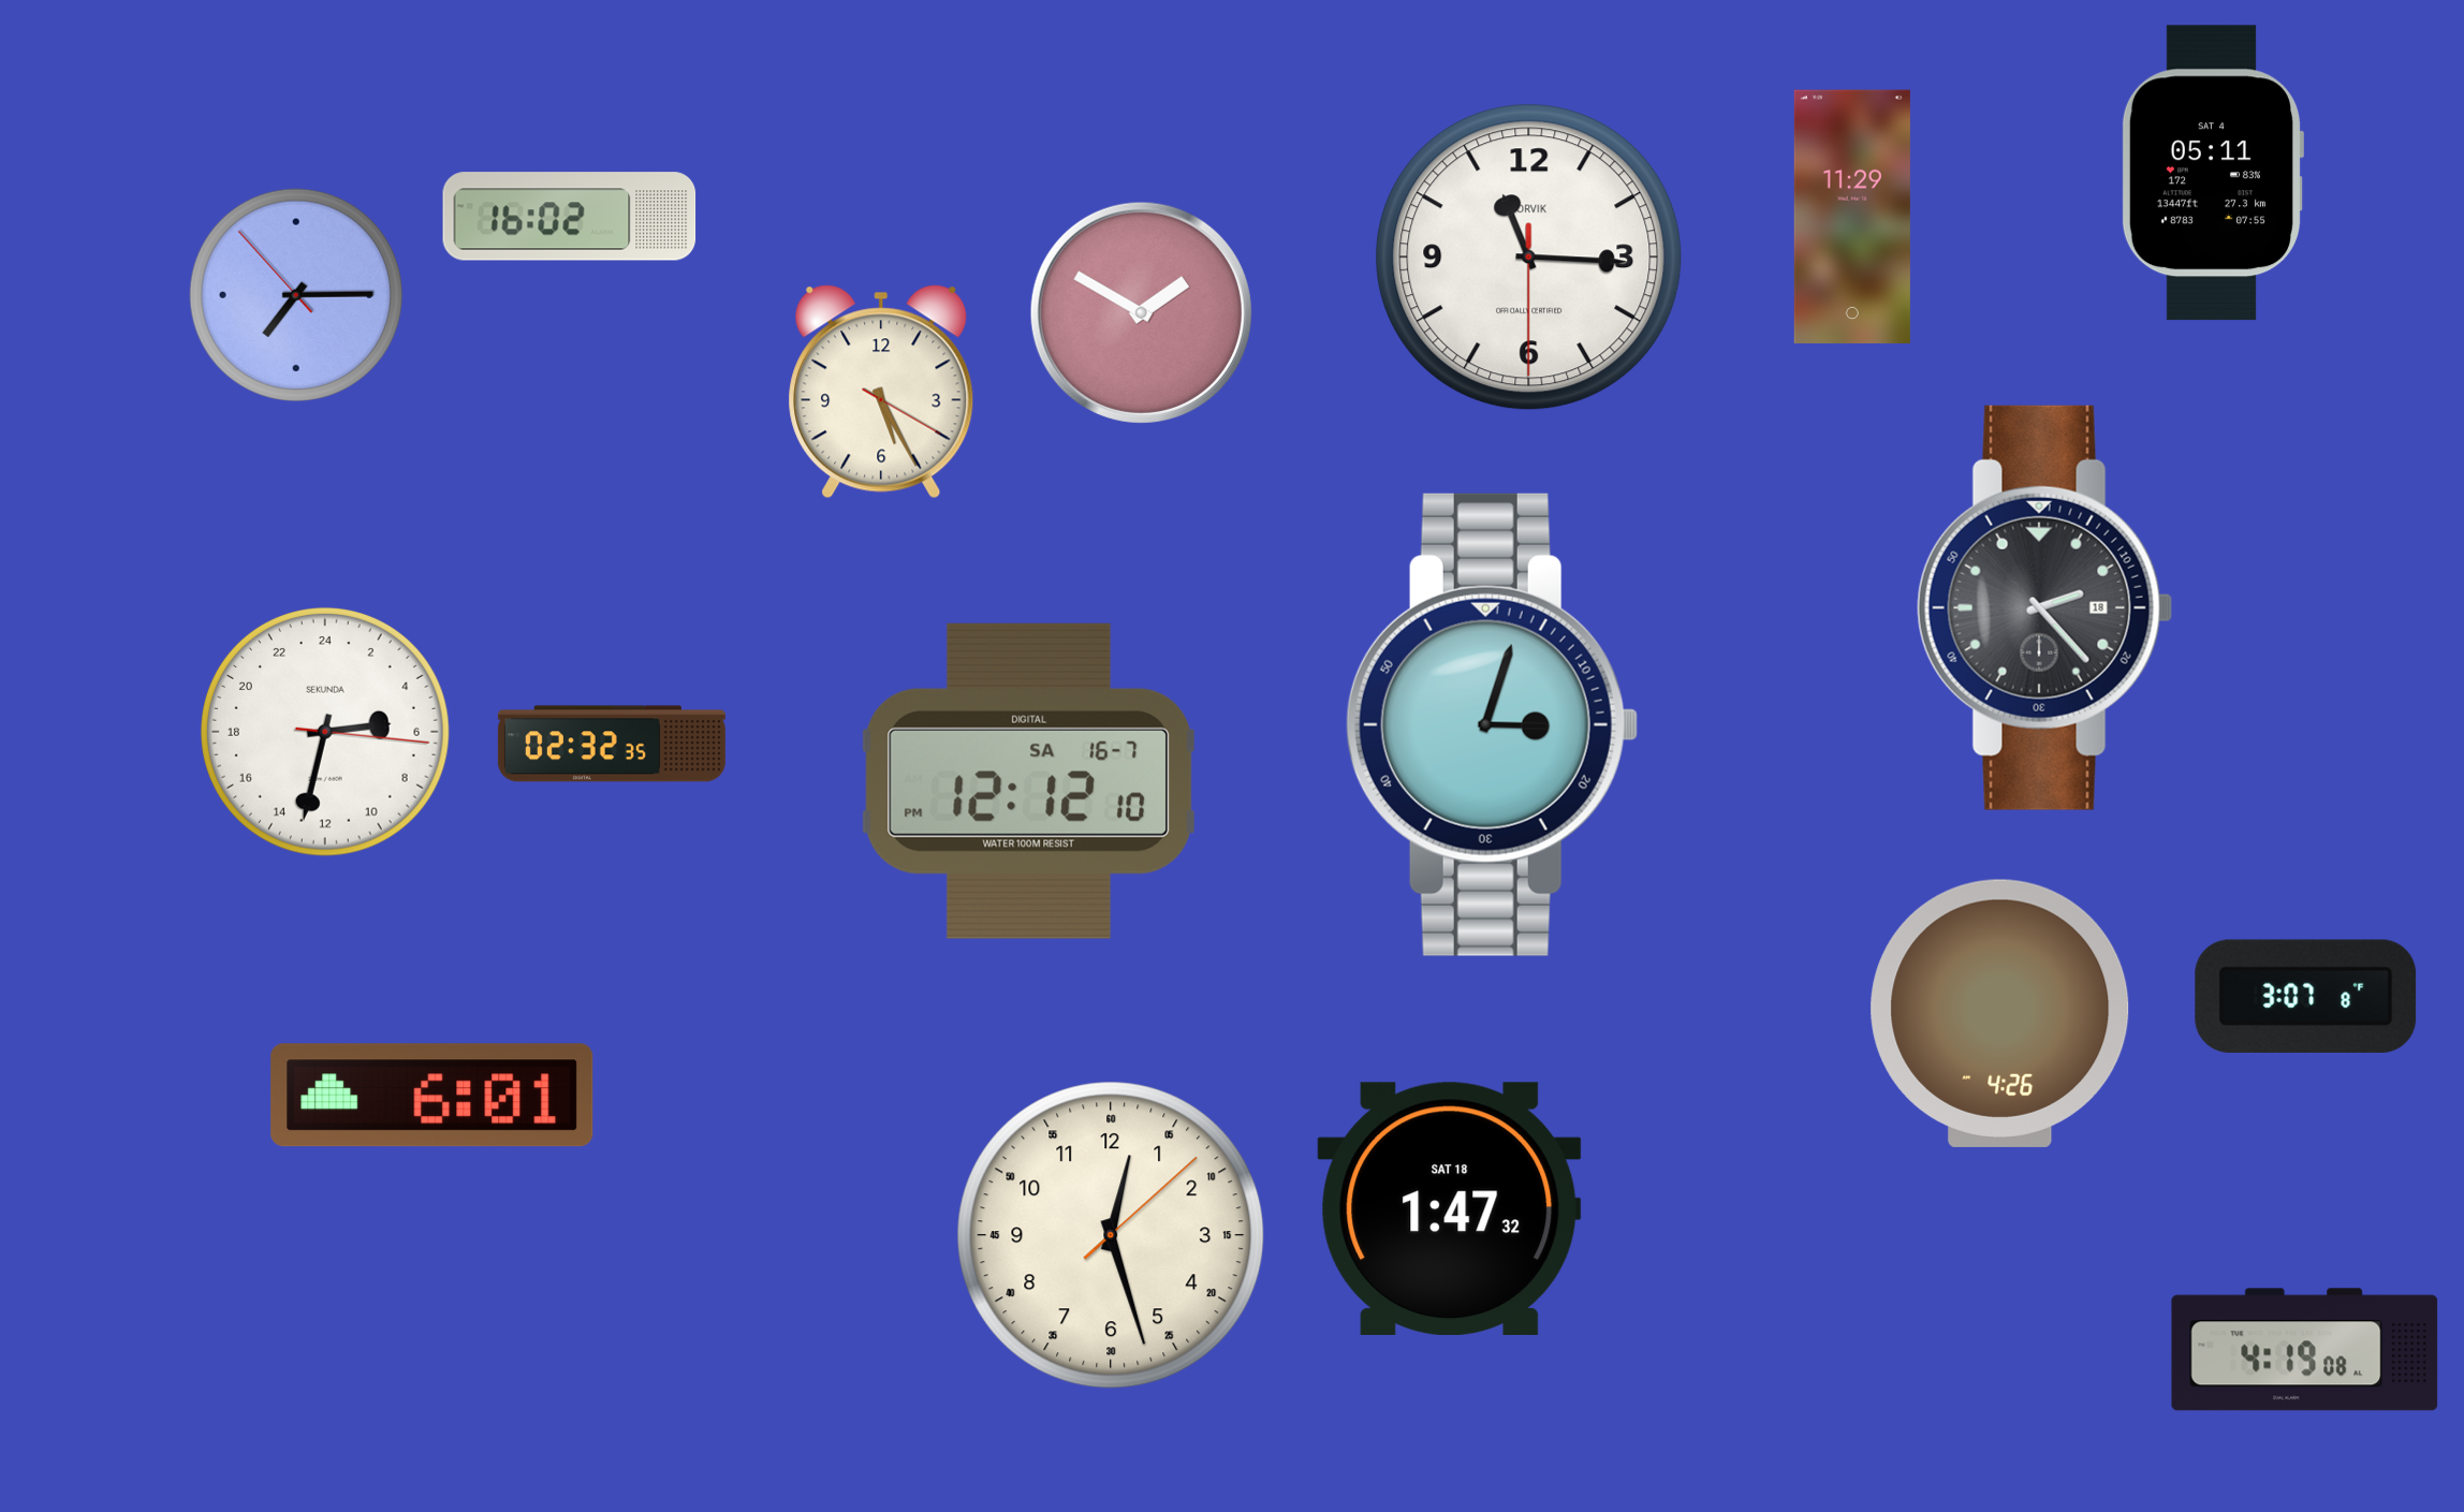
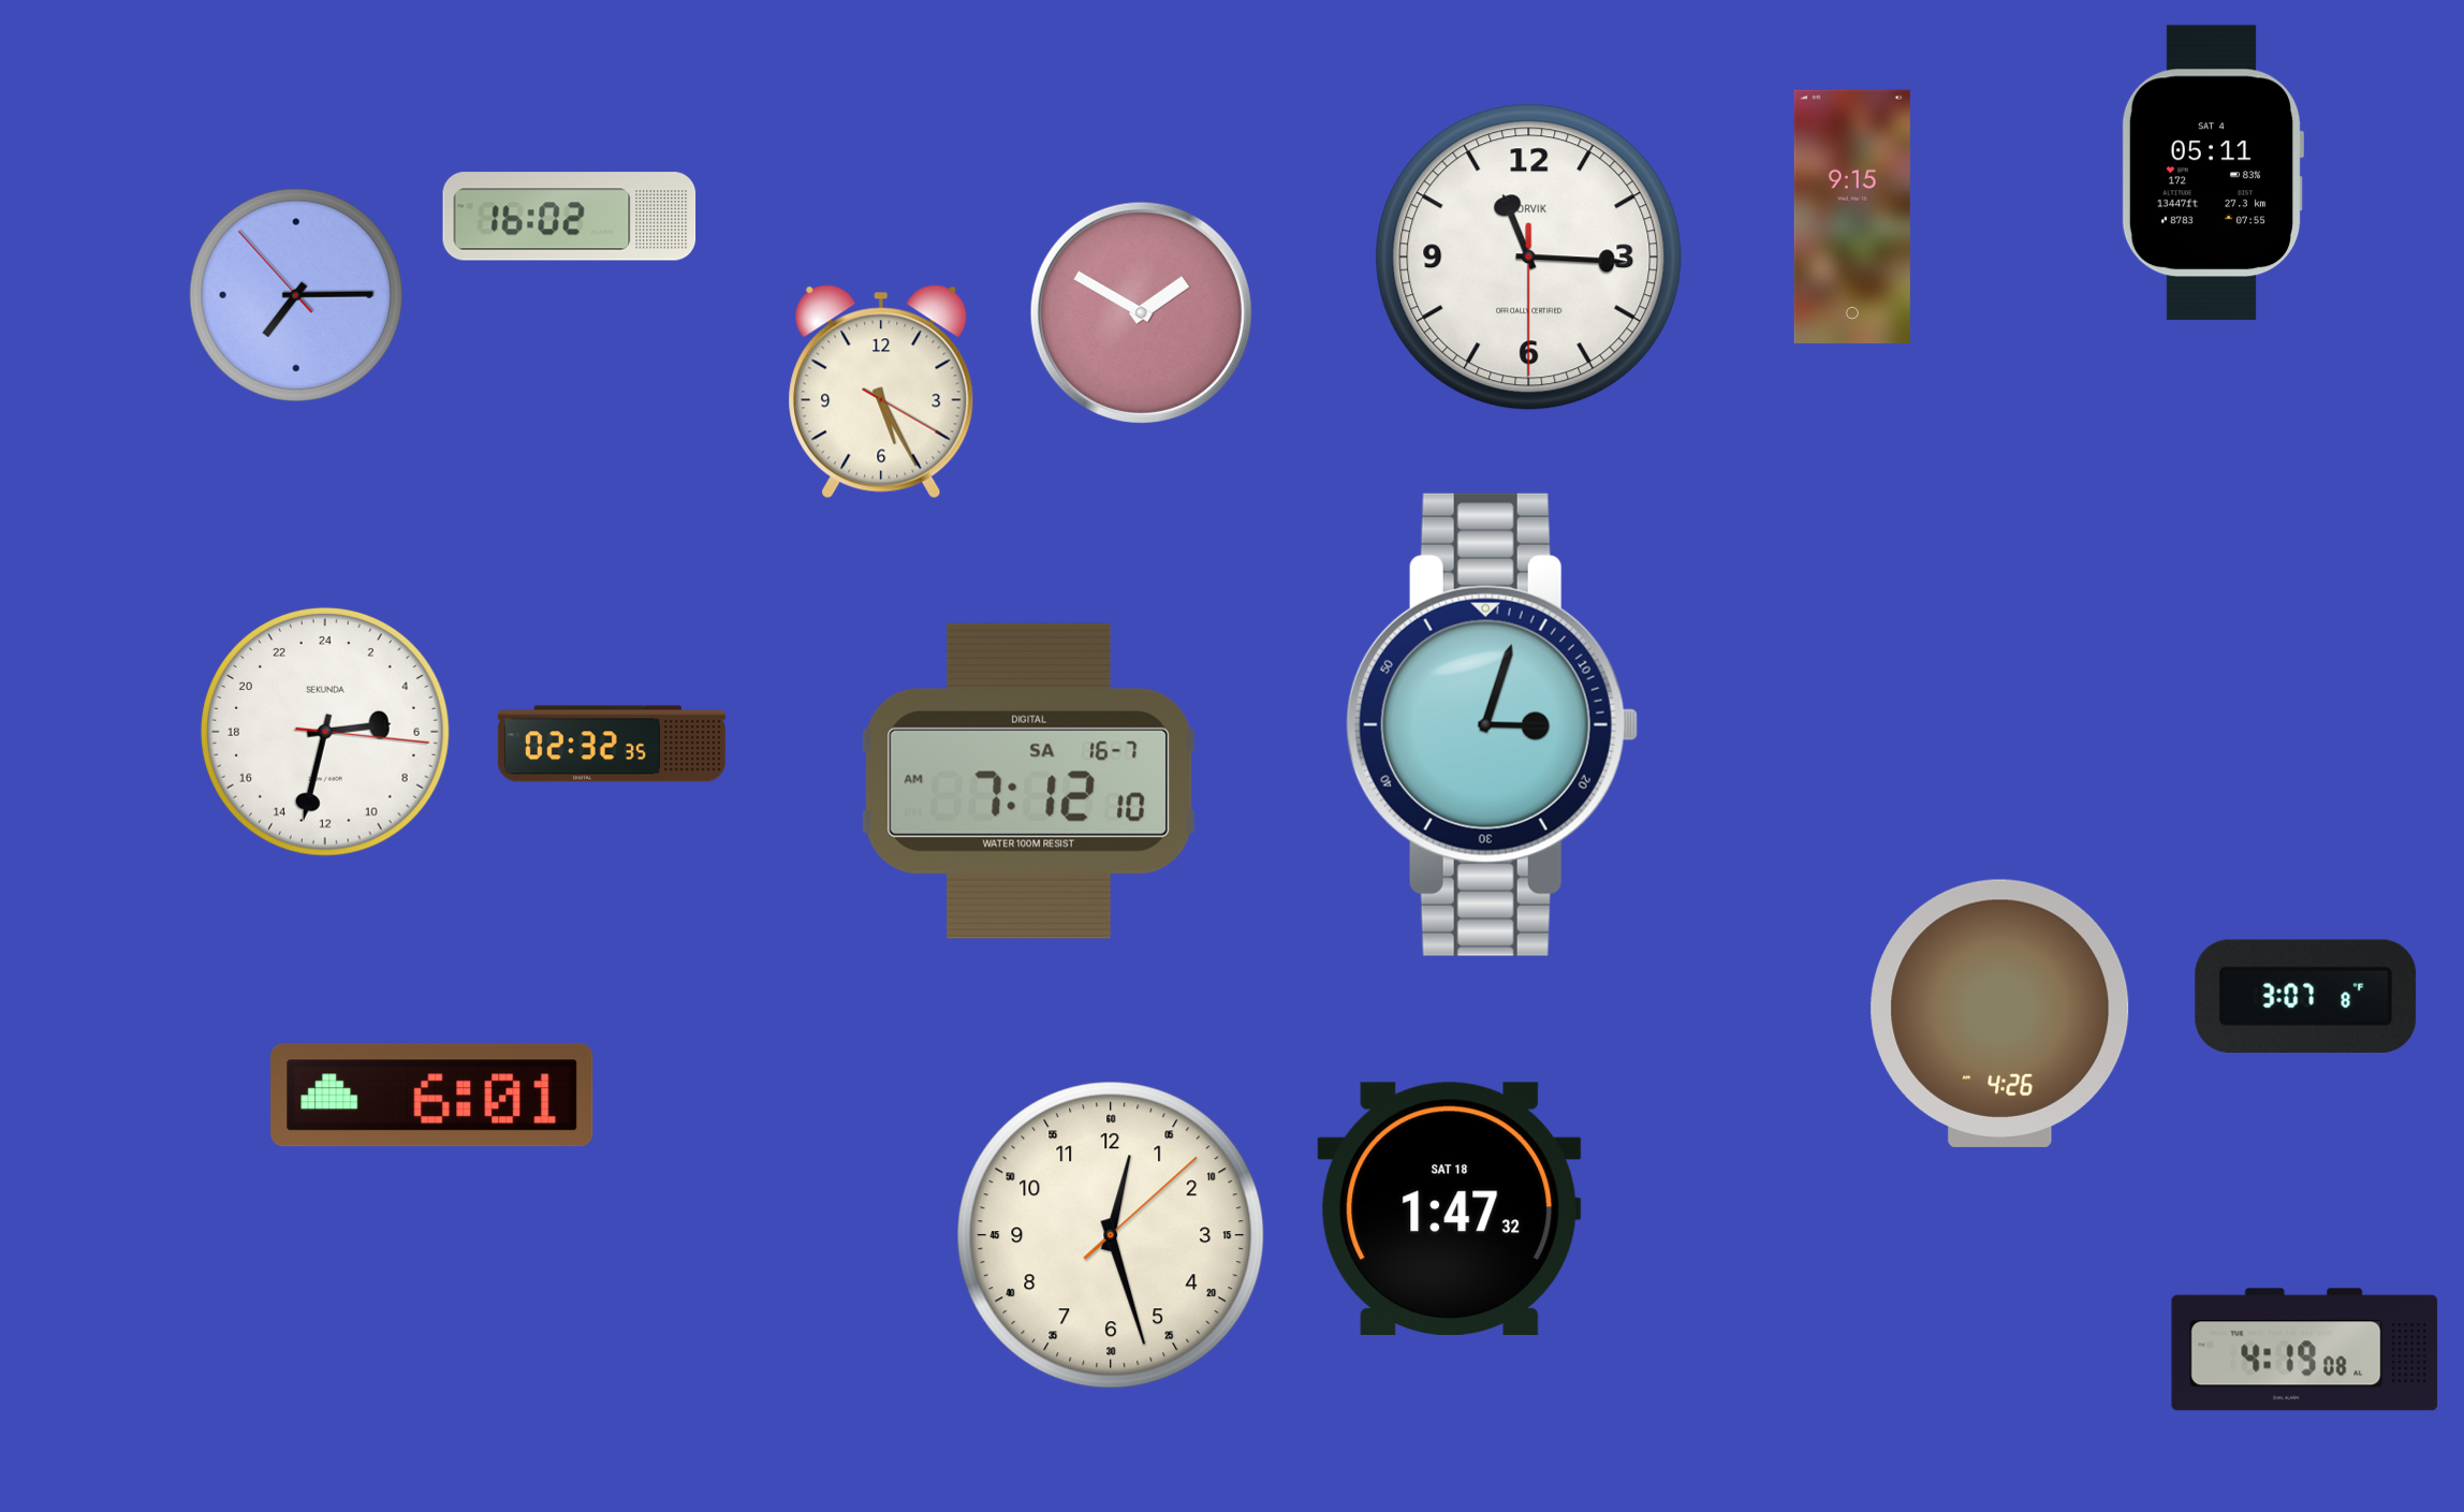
clock at (1852, 216): 11:29 -> 9:15
clock at (2045, 607): 2:23 -> none
clock at (1029, 781): 12:12 -> 7:12
